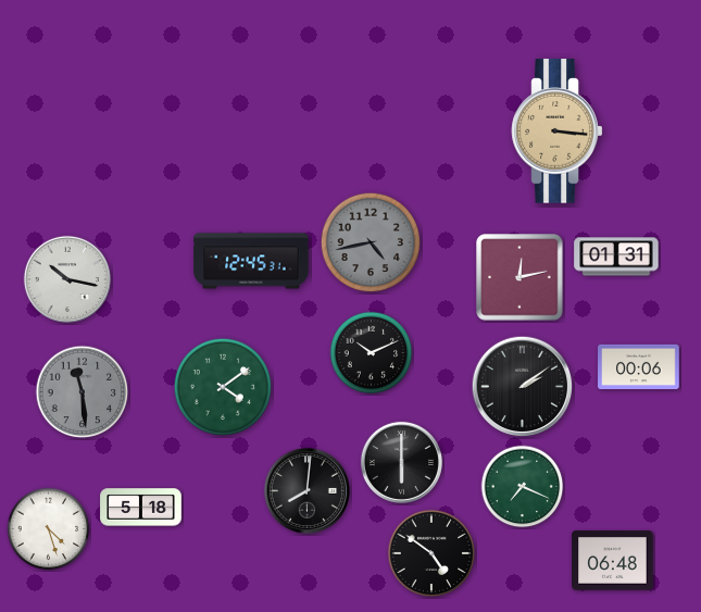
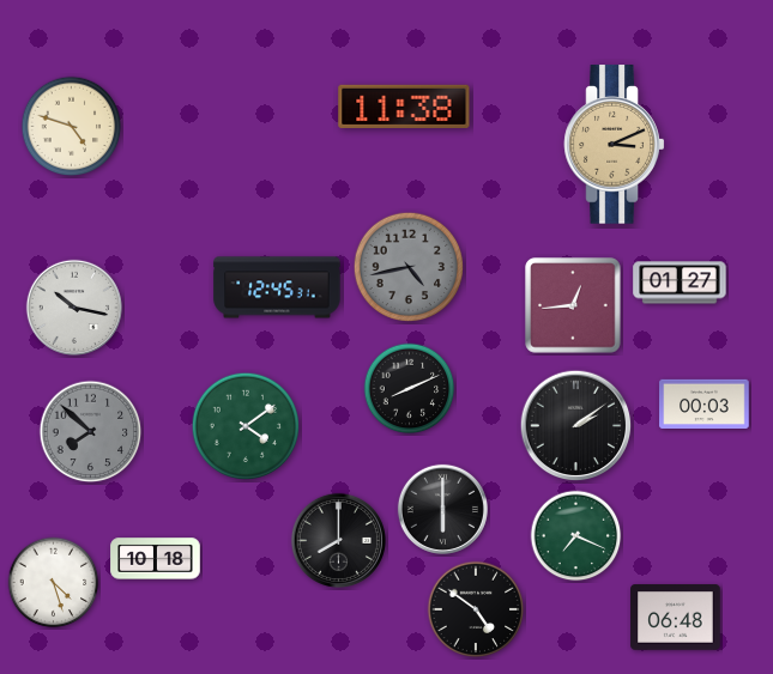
clock at (404, 107): none -> 11:38
clock at (72, 127): none -> 4:48
clock at (558, 132): 3:16 -> 3:11
clock at (616, 257): 01:31 -> 01:27
clock at (520, 277): 12:13 -> 12:44
clock at (372, 353): 10:11 -> 8:11
clock at (639, 366): 00:06 -> 00:03
clock at (83, 392): 11:29 -> 7:52
clock at (306, 490): 8:01 -> 8:00
clock at (141, 508): 5:18 -> 10:18
